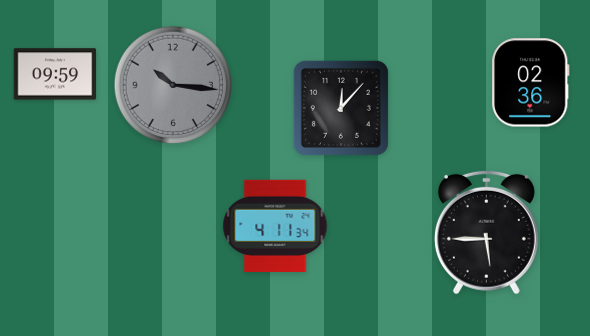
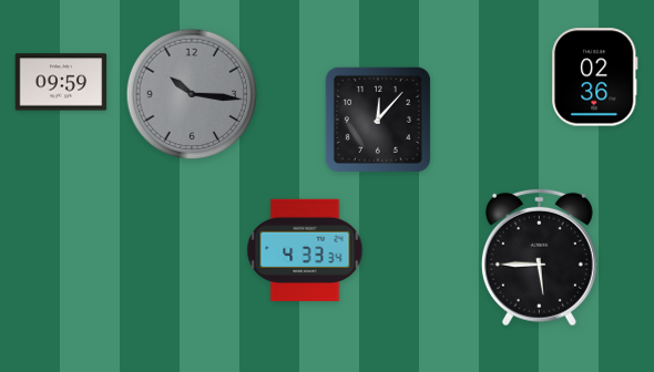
clock at (531, 83) position: (531, 83) -> (595, 77)
clock at (275, 226): 4:11 -> 4:33
